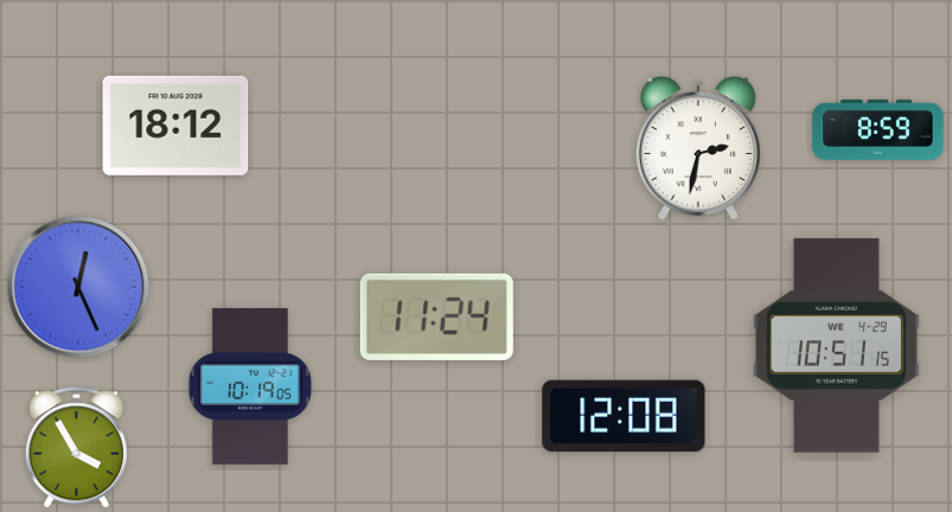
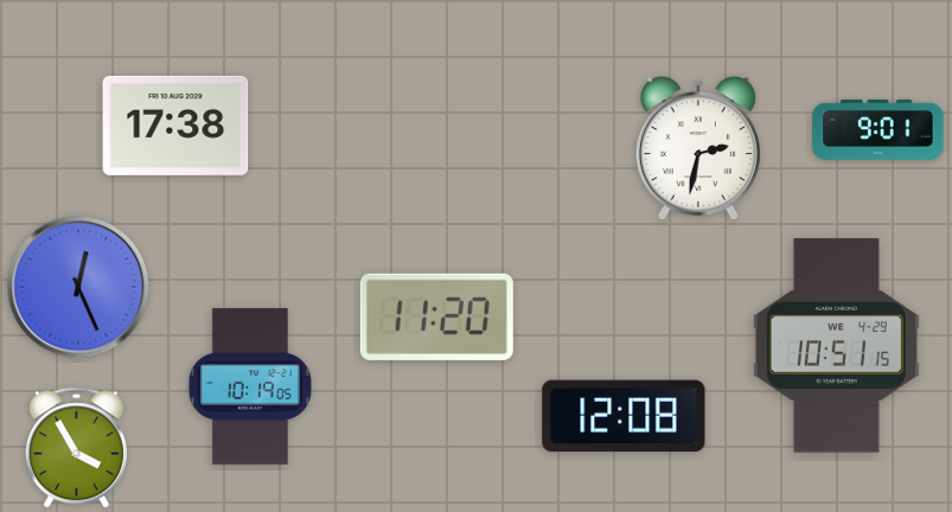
clock at (175, 126): 18:12 -> 17:38
clock at (878, 129): 8:59 -> 9:01
clock at (436, 316): 11:24 -> 11:20
